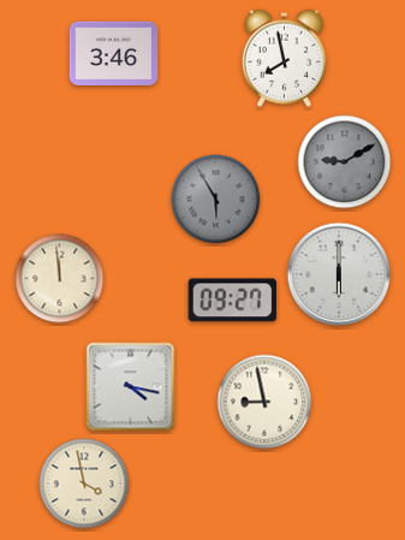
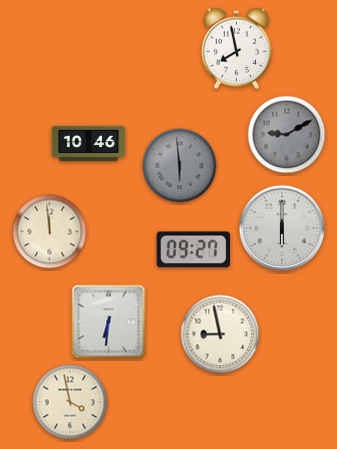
clock at (114, 53): 3:46 -> none
clock at (89, 144): none -> 10:46
clock at (216, 200): 5:55 -> 5:59
clock at (131, 387): 4:17 -> 6:31
